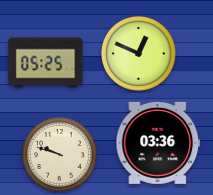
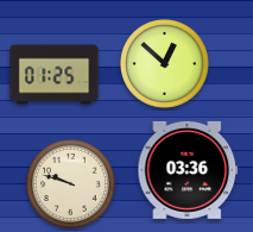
clock at (139, 54): 12:49 -> 12:52
clock at (46, 63): 05:25 -> 01:25
